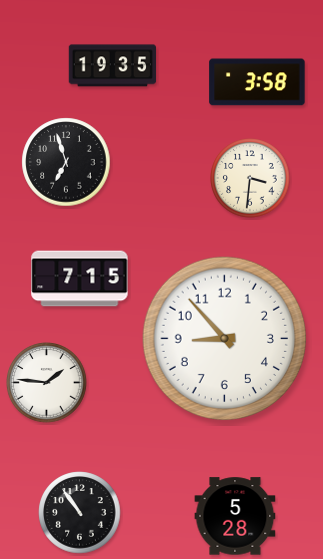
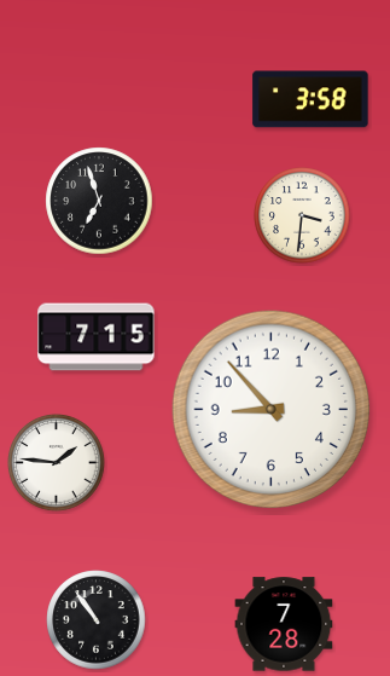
clock at (112, 66): 19:35 -> none
clock at (66, 162) position: (66, 162) -> (99, 201)
clock at (235, 516): 5:28 -> 7:28
